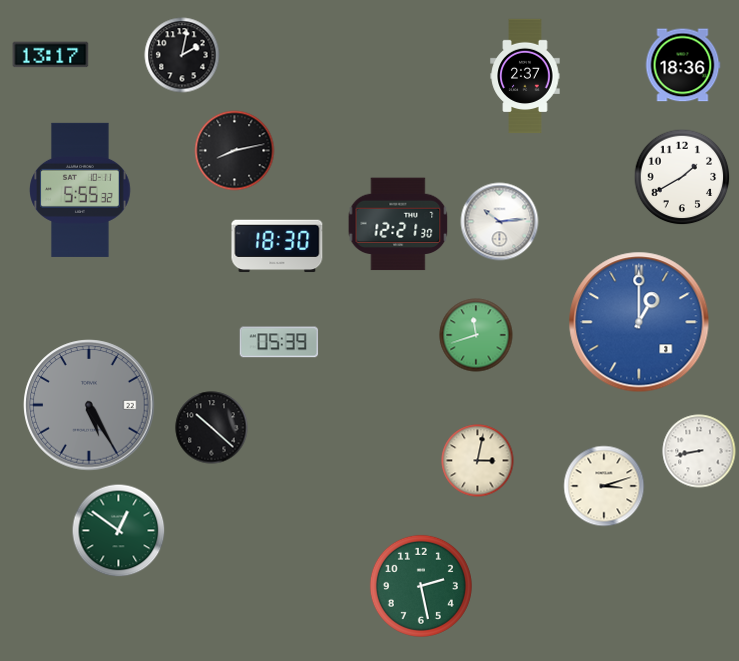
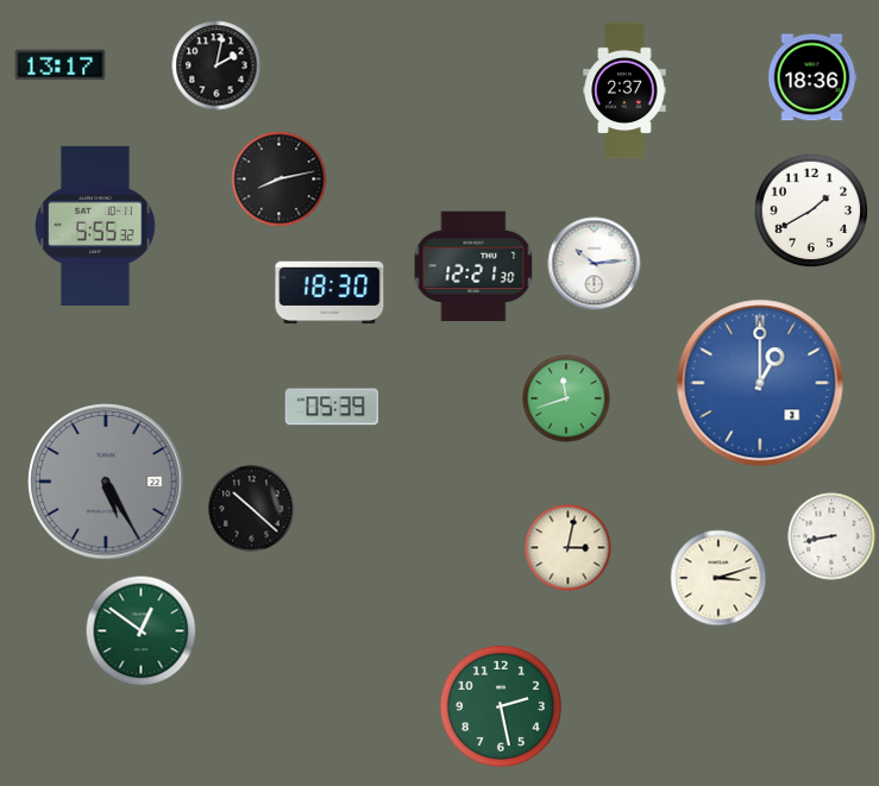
clock at (421, 586) position: (421, 586) -> (501, 706)
